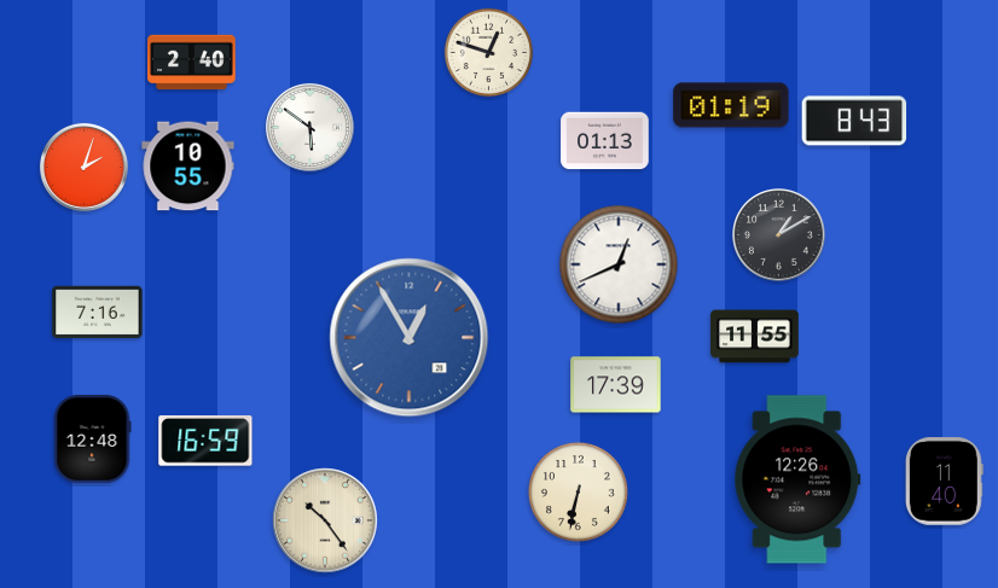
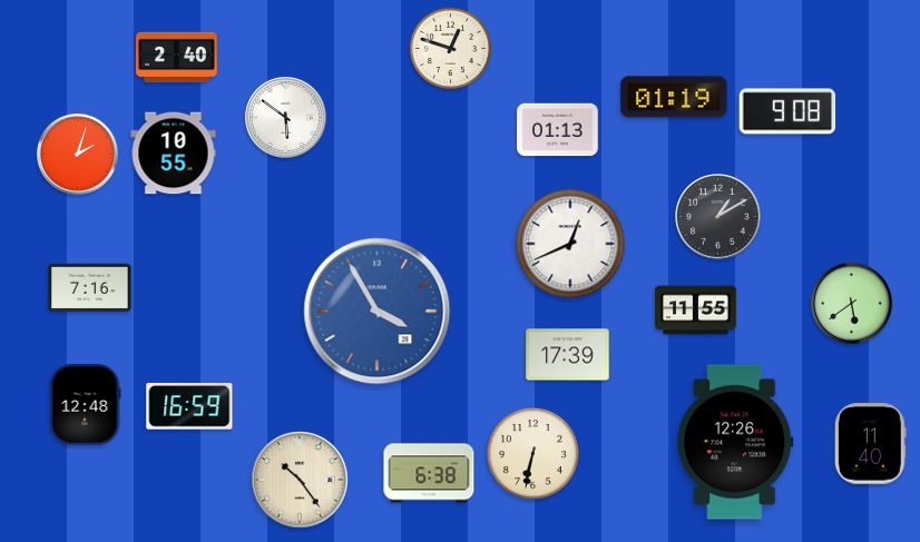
clock at (854, 121): 8:43 -> 9:08
clock at (851, 303): none -> 5:39
clock at (410, 338): 12:55 -> 3:55
clock at (429, 473): none -> 6:38
